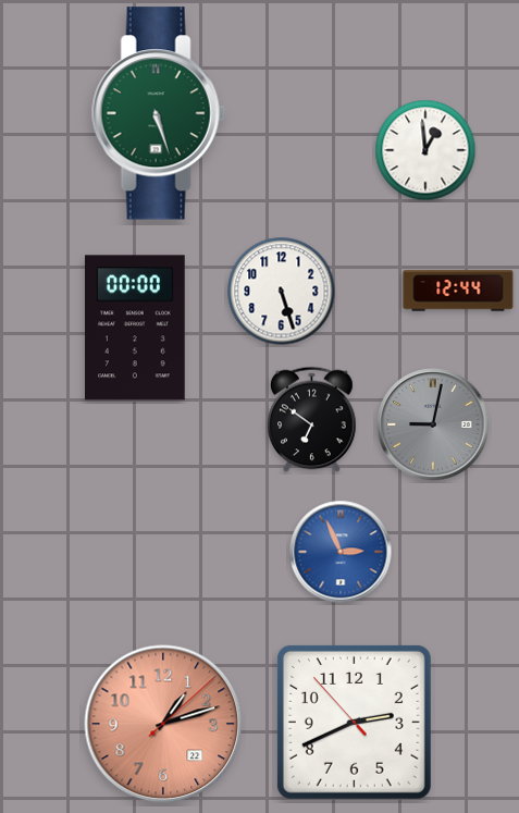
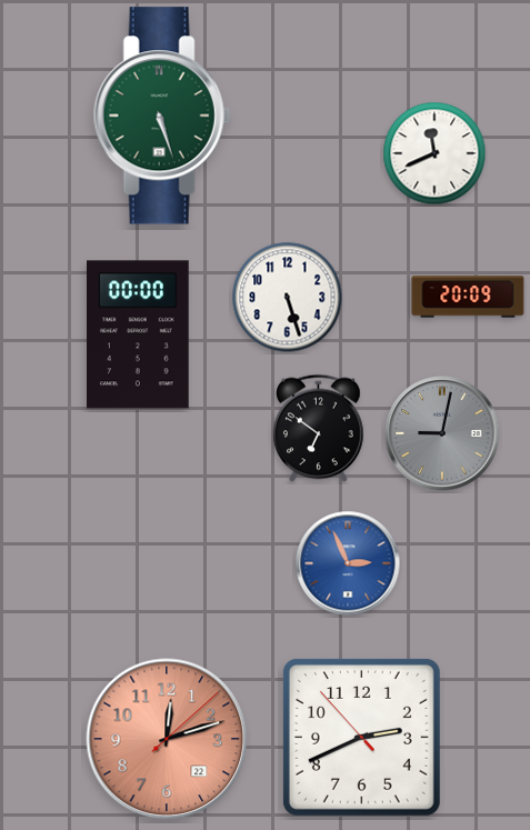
clock at (425, 150): 12:59 -> 11:41
clock at (458, 291): 12:44 -> 20:09
clock at (163, 724): 1:12 -> 12:12
